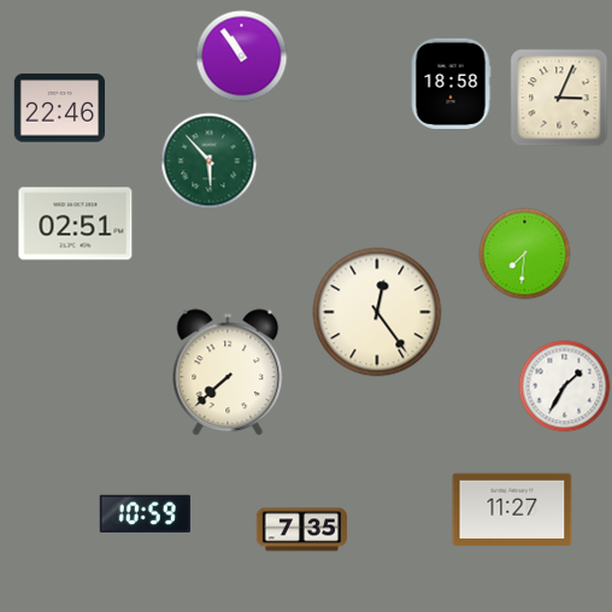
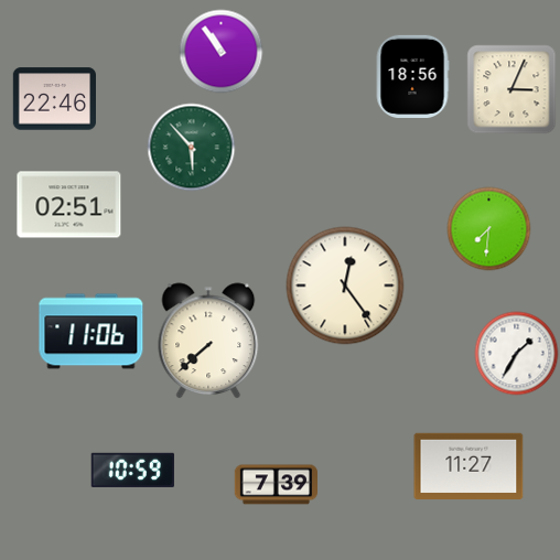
clock at (451, 83): 18:58 -> 18:56
clock at (525, 254) position: (525, 254) -> (489, 229)
clock at (91, 332): none -> 11:06
clock at (301, 530): 7:35 -> 7:39
